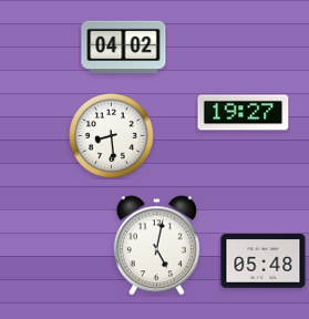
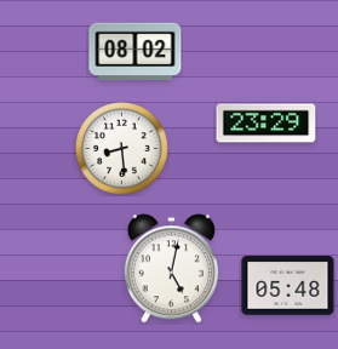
clock at (124, 48): 04:02 -> 08:02
clock at (244, 113): 19:27 -> 23:29
